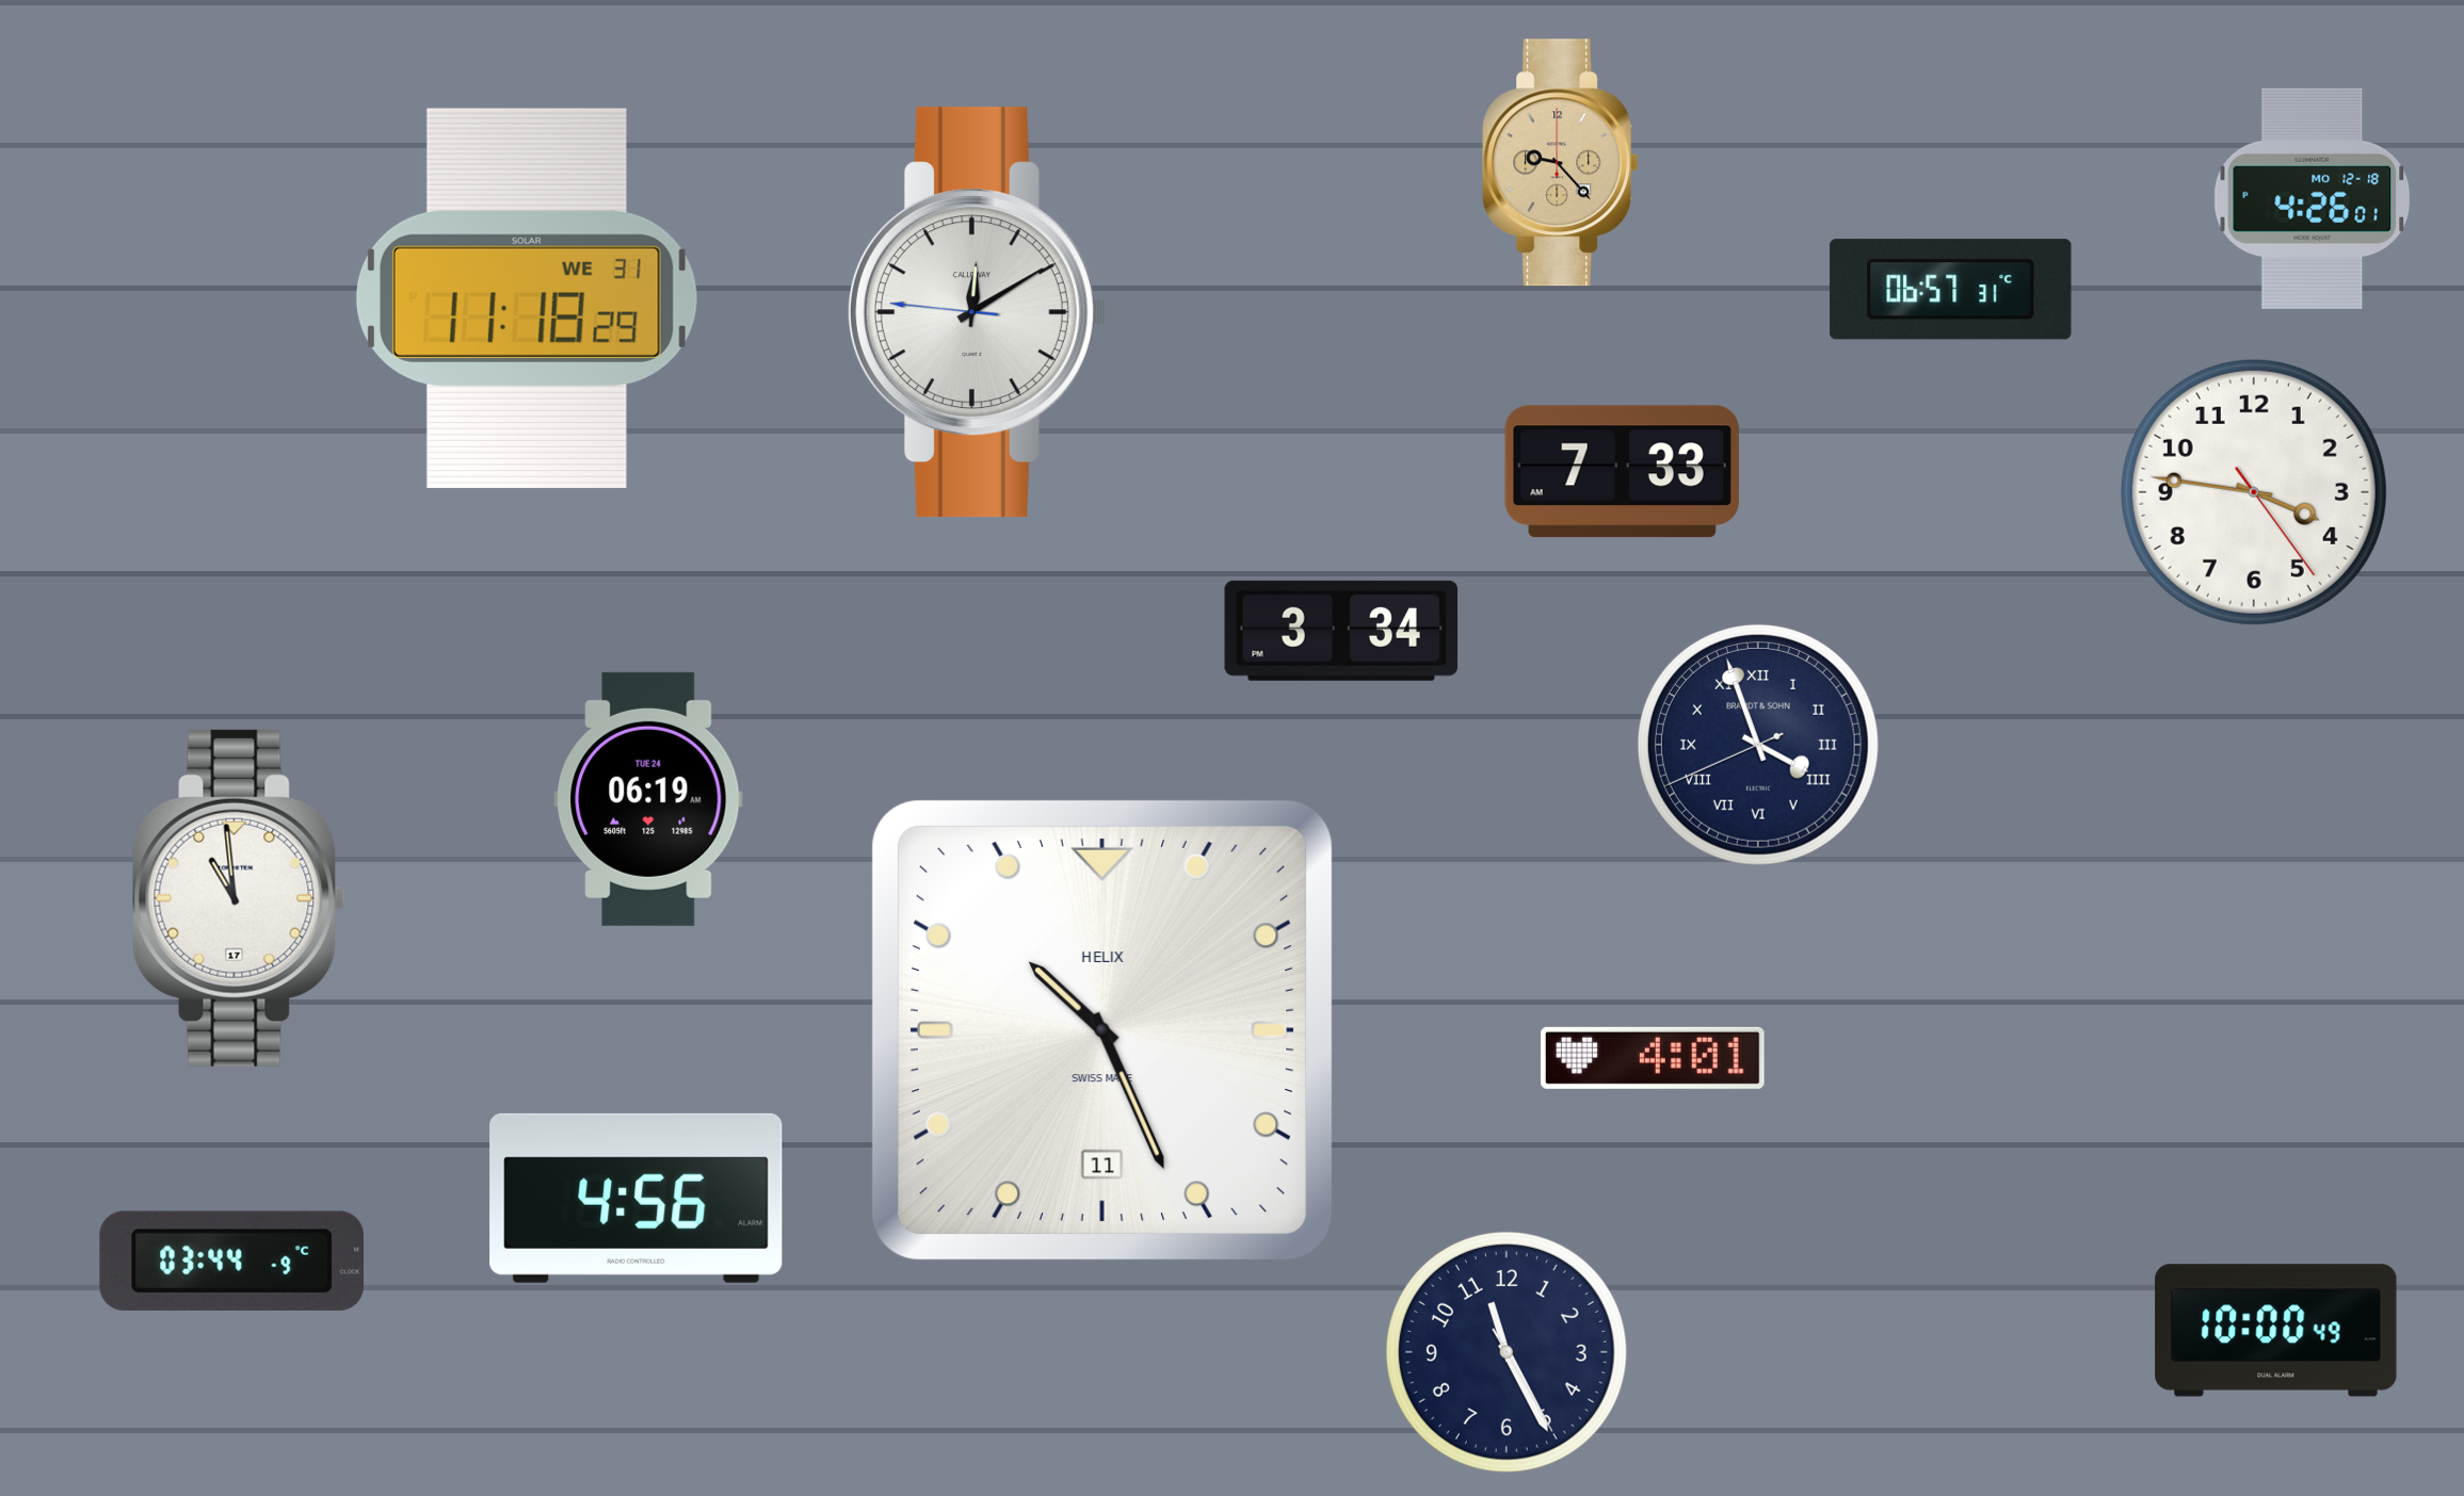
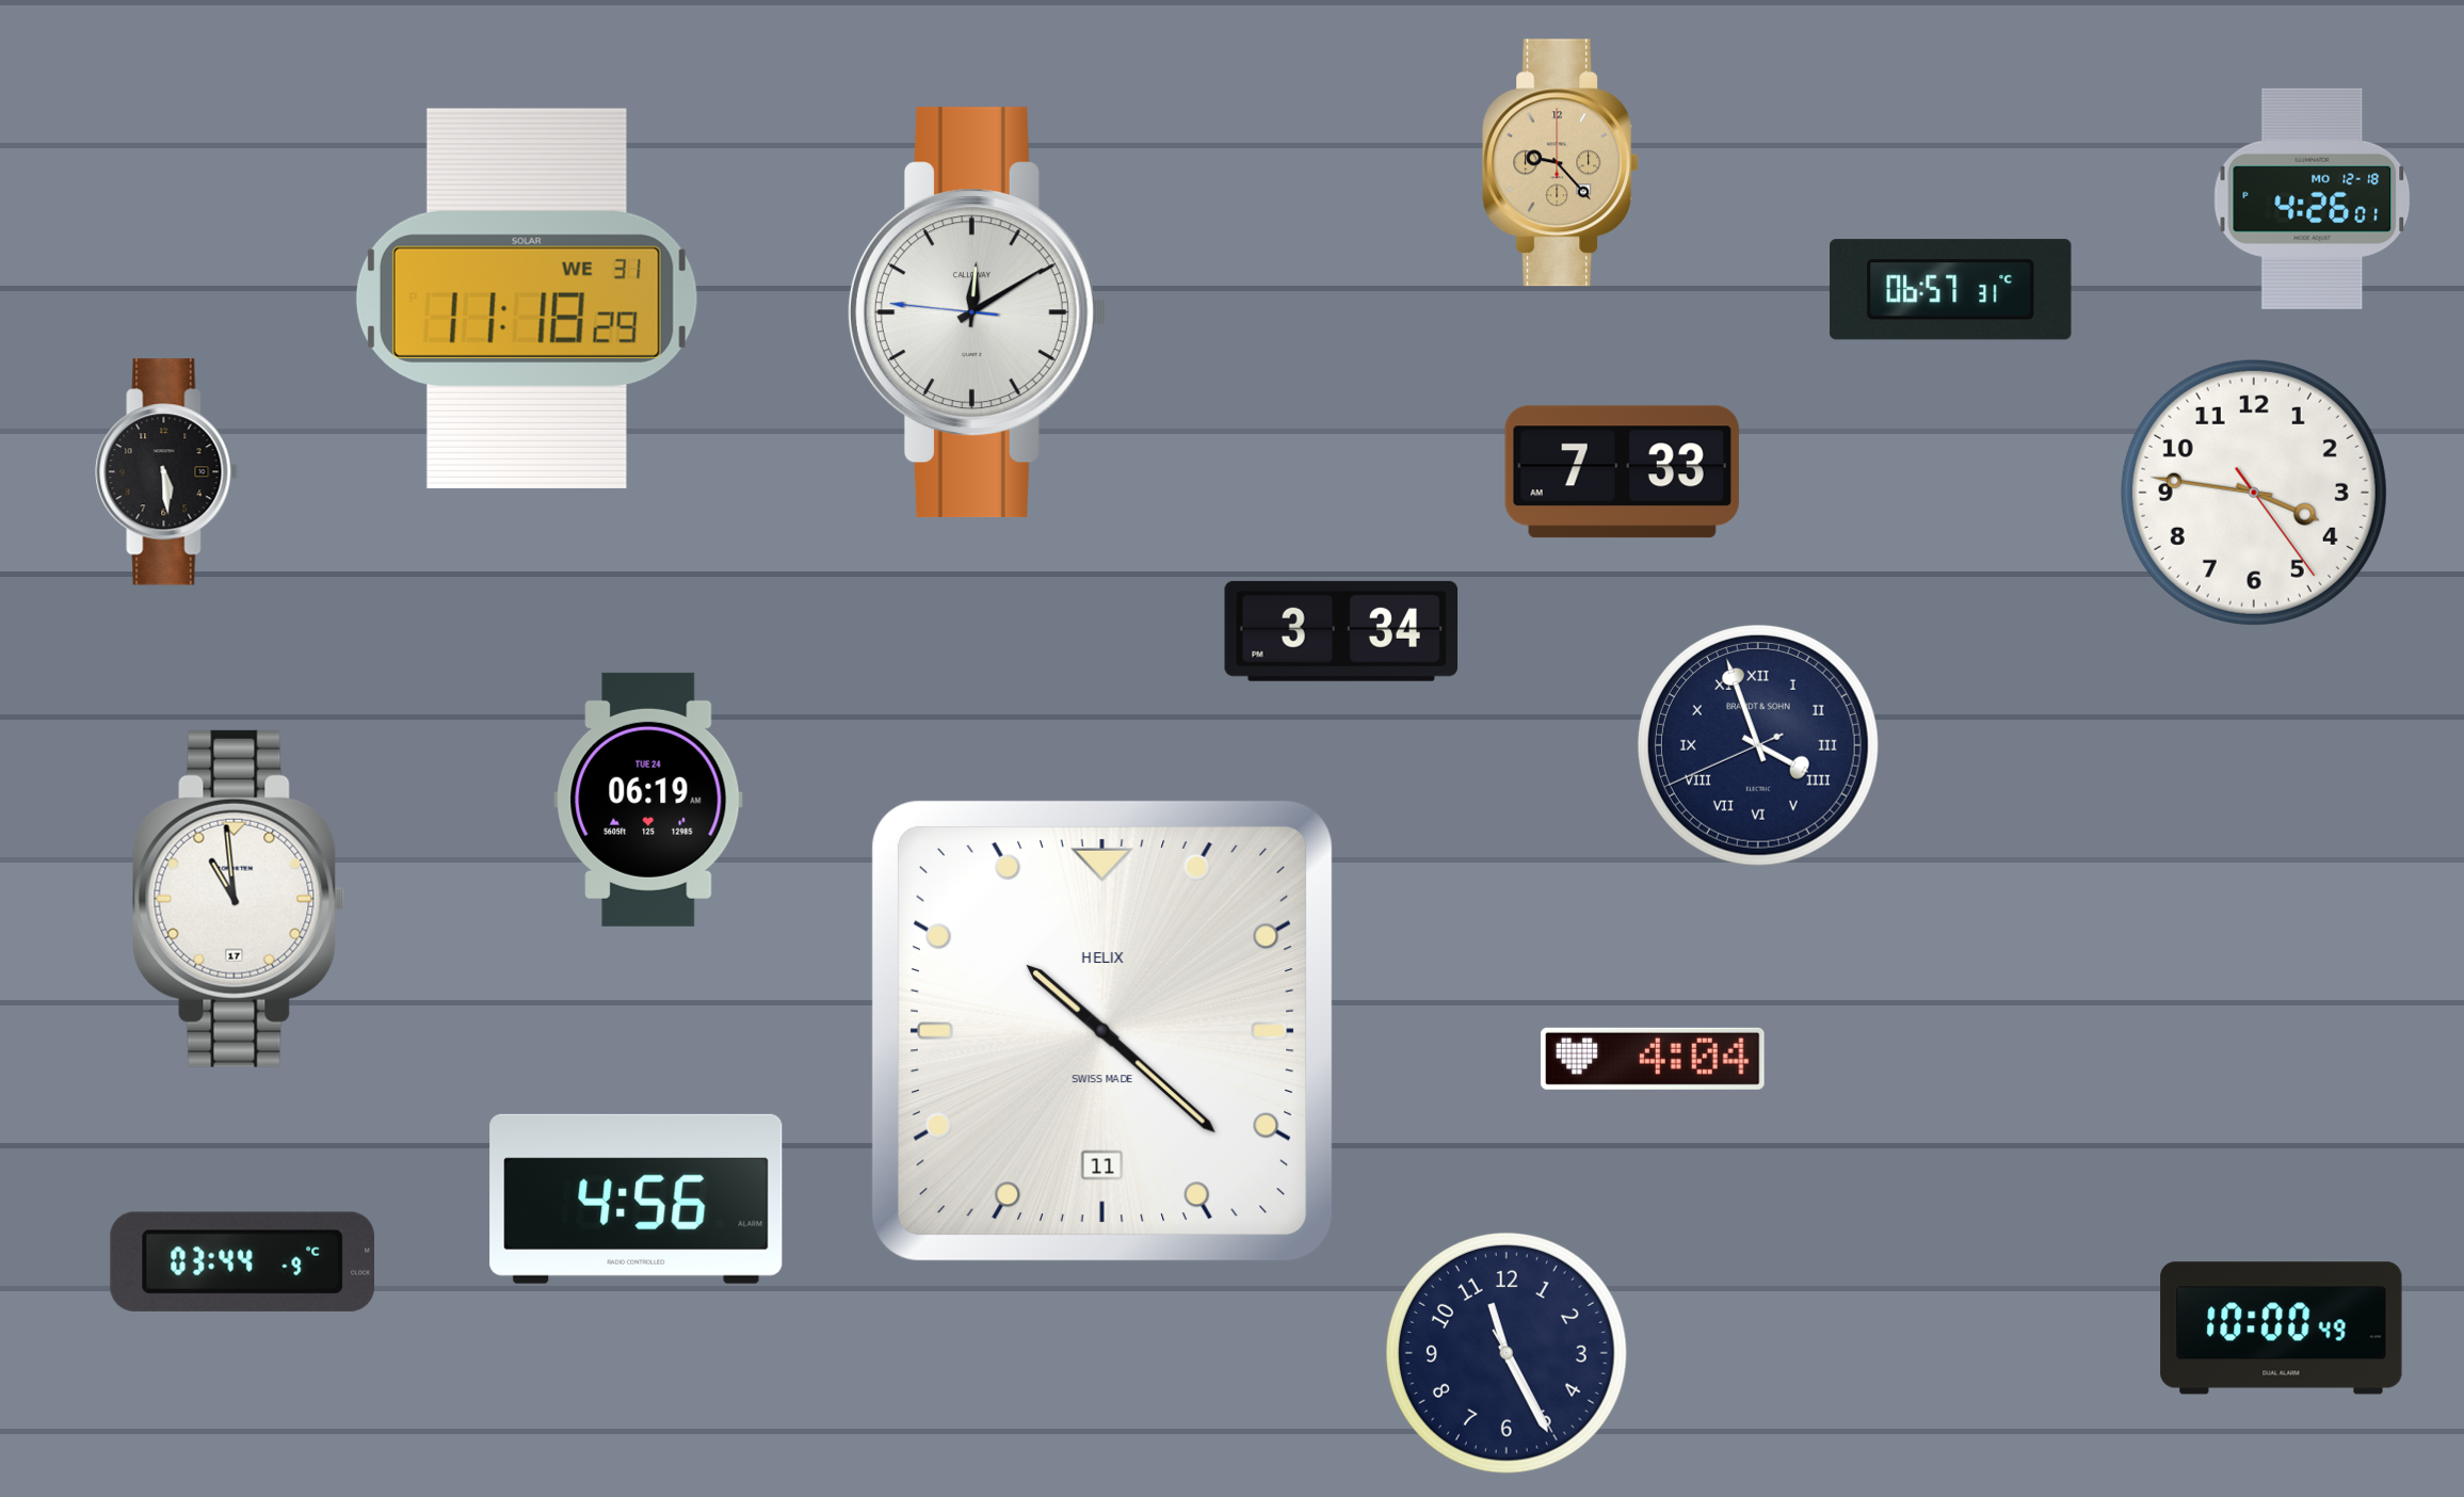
clock at (167, 472): none -> 5:29
clock at (1102, 1030): 10:26 -> 10:22
clock at (1653, 1058): 4:01 -> 4:04
clock at (231, 1261) position: (231, 1261) -> (242, 1261)
clock at (2276, 1331) position: (2276, 1331) -> (2282, 1329)
